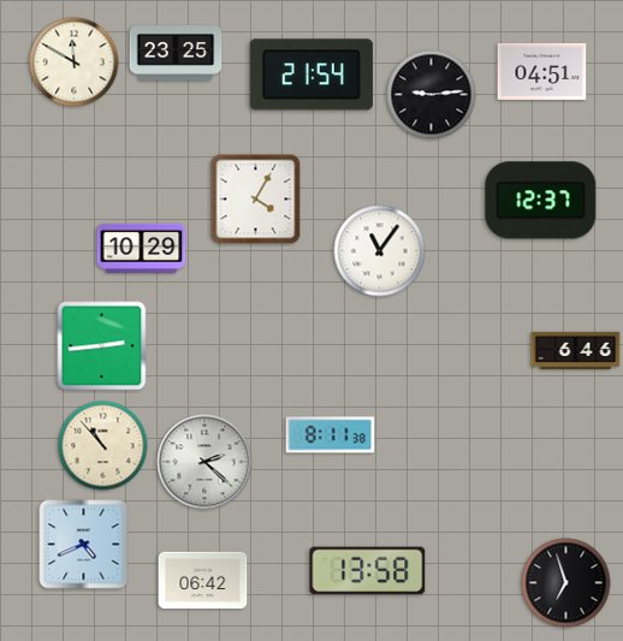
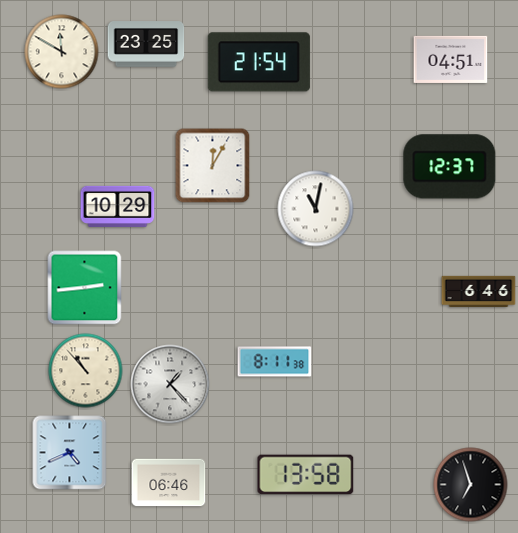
clock at (432, 95): 9:14 -> none
clock at (256, 200): 4:05 -> 12:05
clock at (380, 251): 11:06 -> 11:02
clock at (204, 462): 2:22 -> 1:23
clock at (203, 581): 06:42 -> 06:46
